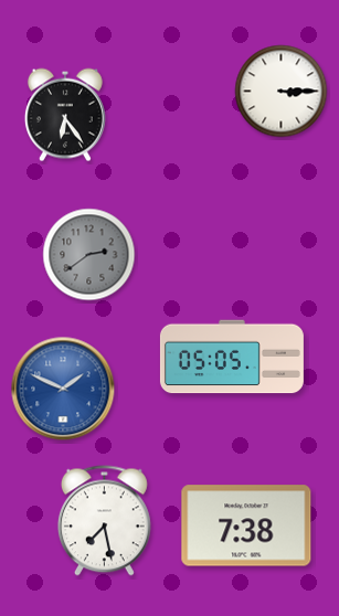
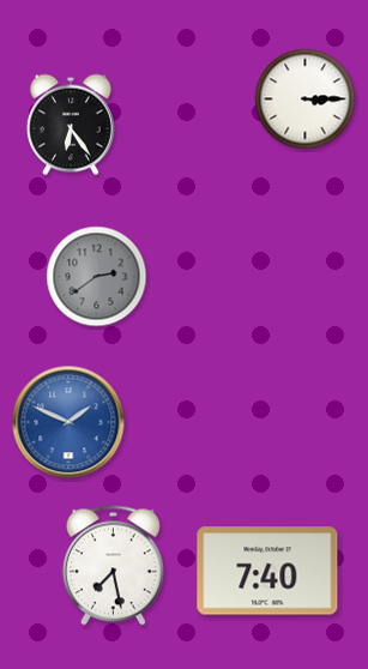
clock at (232, 357): 05:05 -> none
clock at (246, 525): 7:38 -> 7:40
